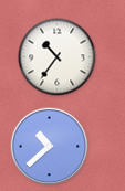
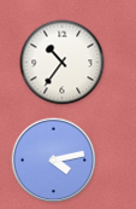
clock at (50, 147): 10:38 -> 4:13
